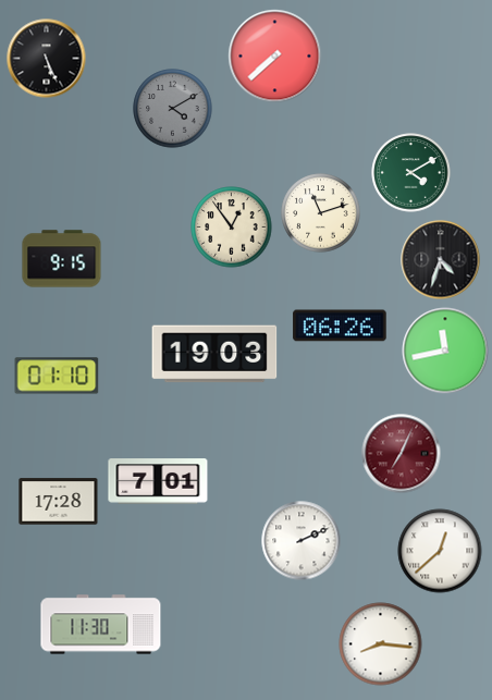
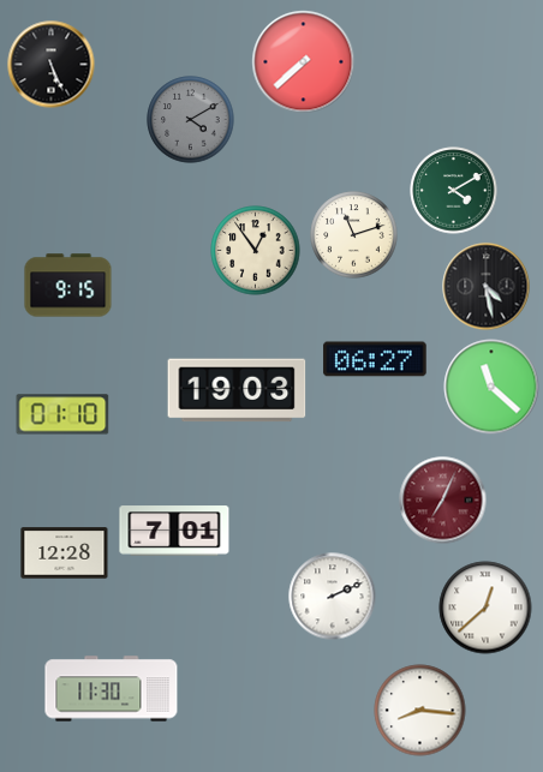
clock at (441, 260): 4:33 -> 4:28
clock at (340, 326): 06:26 -> 06:27
clock at (445, 351): 11:43 -> 11:22
clock at (59, 502): 17:28 -> 12:28
